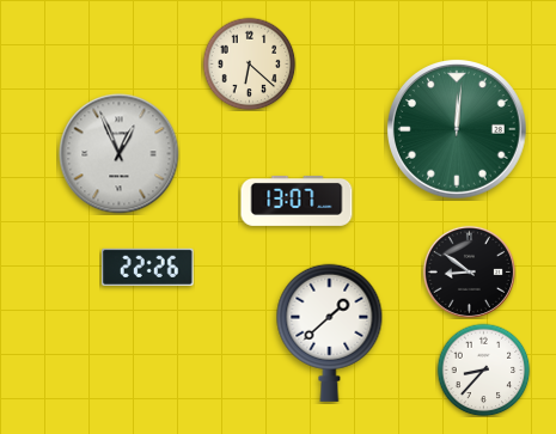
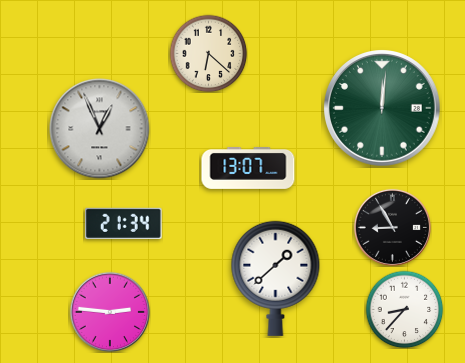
clock at (148, 267): 22:26 -> 21:34
clock at (469, 271): 8:51 -> 8:55
clock at (110, 312): none -> 2:46
